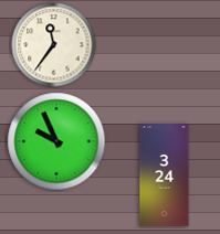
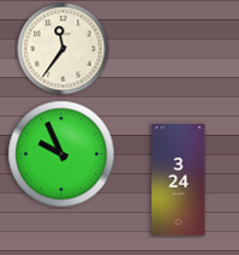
clock at (54, 45) position: (54, 45) -> (64, 49)
clock at (165, 175) position: (165, 175) -> (179, 180)
